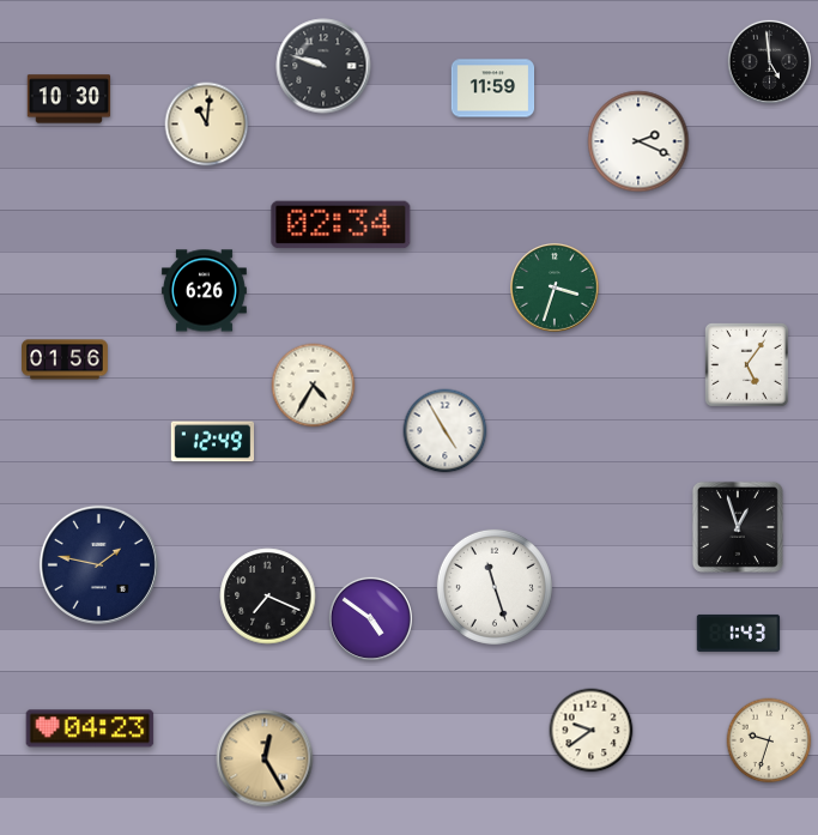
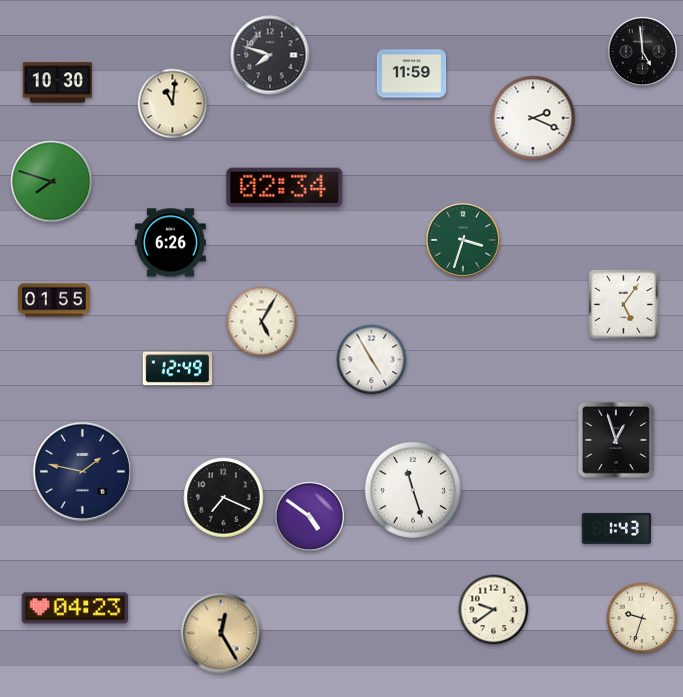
clock at (323, 66): 9:48 -> 7:48
clock at (52, 182): none -> 7:48
clock at (65, 359): 01:56 -> 01:55
clock at (314, 386): 4:35 -> 5:05
